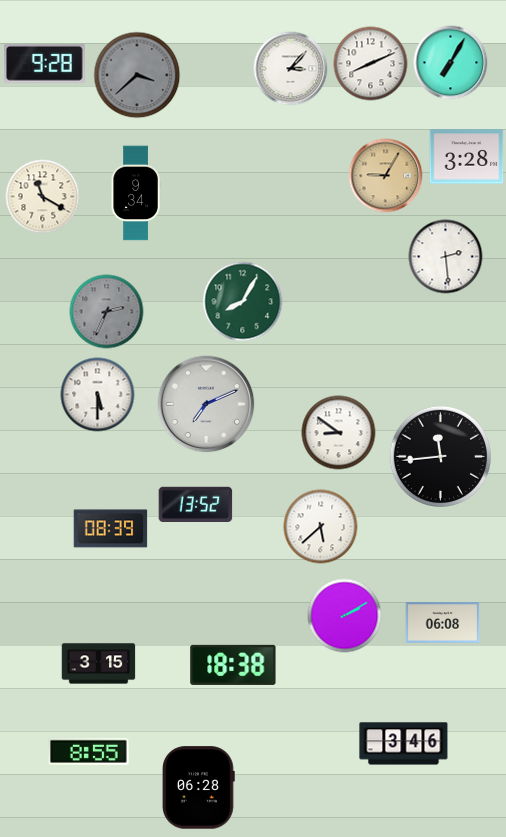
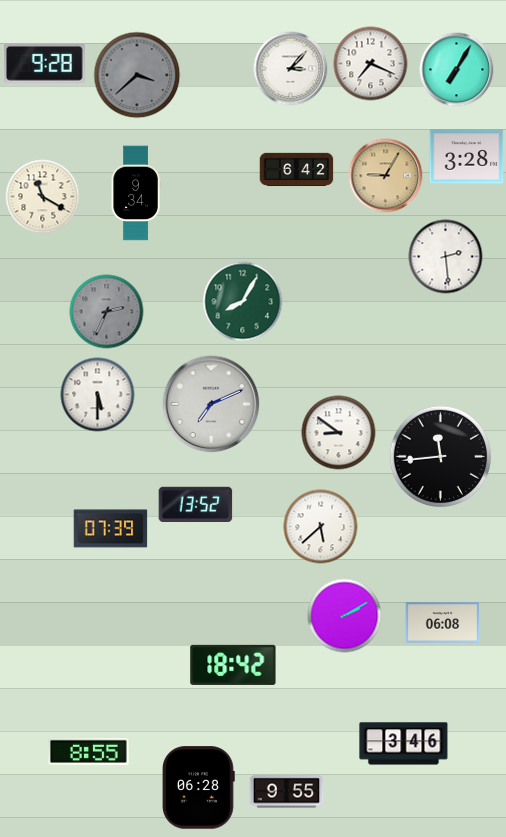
clock at (451, 63) position: (451, 63) -> (457, 70)
clock at (371, 64): 8:11 -> 7:19
clock at (297, 170): none -> 6:42
clock at (206, 404) position: (206, 404) -> (211, 404)
clock at (111, 529): 08:39 -> 07:39
clock at (99, 664): 3:15 -> none
clock at (233, 665): 18:38 -> 18:42
clock at (287, 792): none -> 9:55
